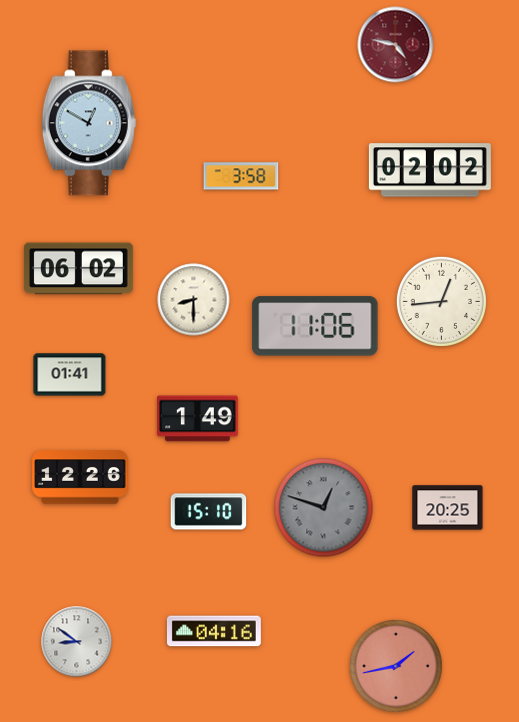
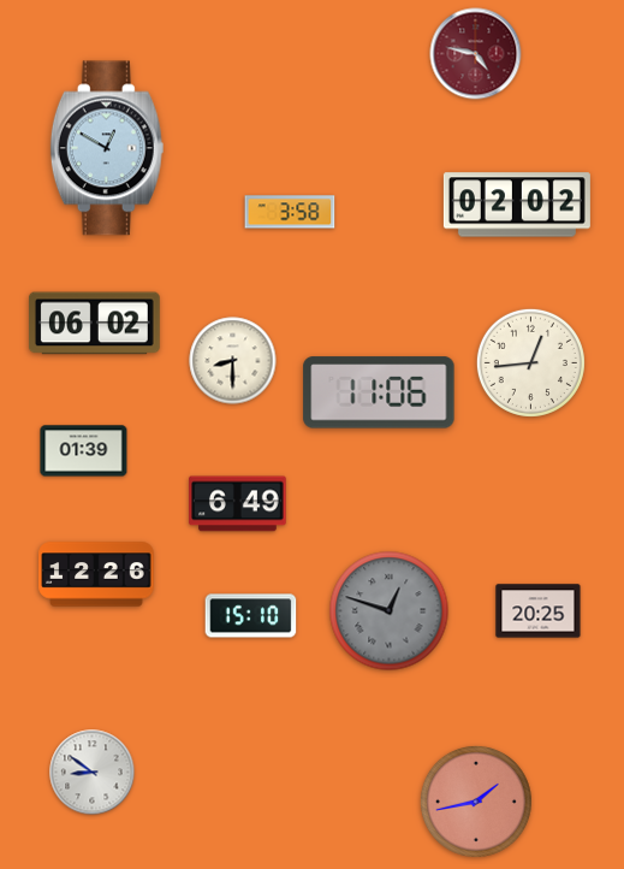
clock at (70, 375): 01:41 -> 01:39
clock at (198, 419): 1:49 -> 6:49
clock at (214, 631): 04:16 -> none
